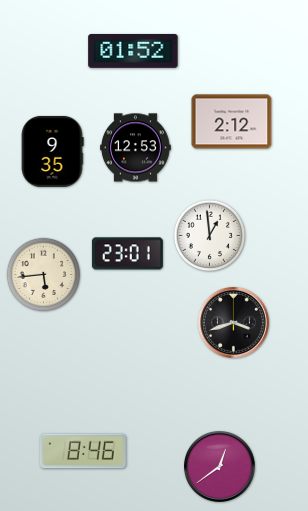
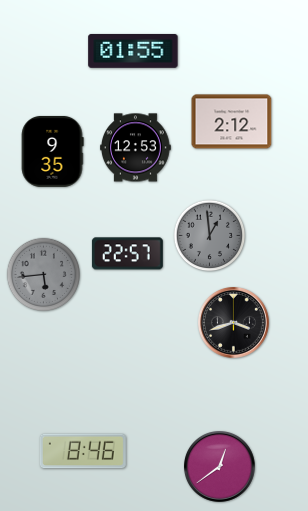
clock at (133, 51): 01:52 -> 01:55
clock at (210, 236) dial: white -> grey
clock at (127, 254): 23:01 -> 22:57
clock at (43, 274) dial: cream -> grey
